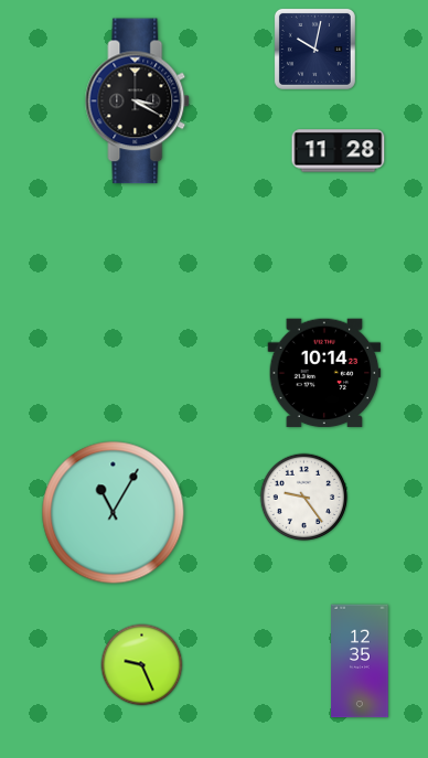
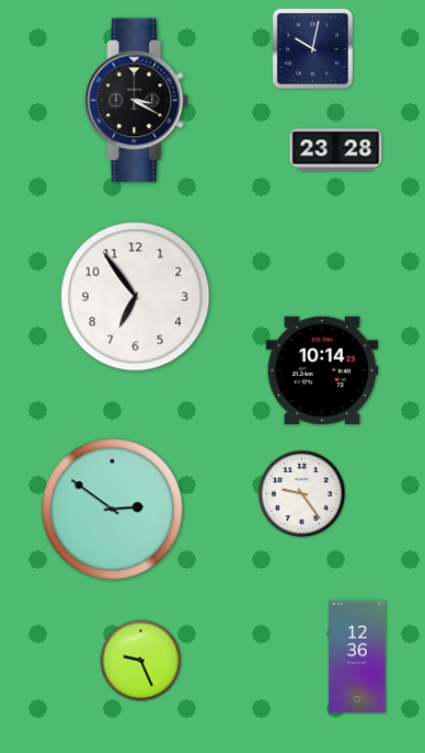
clock at (339, 151): 11:28 -> 23:28
clock at (136, 297): none -> 6:54
clock at (114, 513): 11:05 -> 2:51
clock at (360, 661): 12:35 -> 12:36
